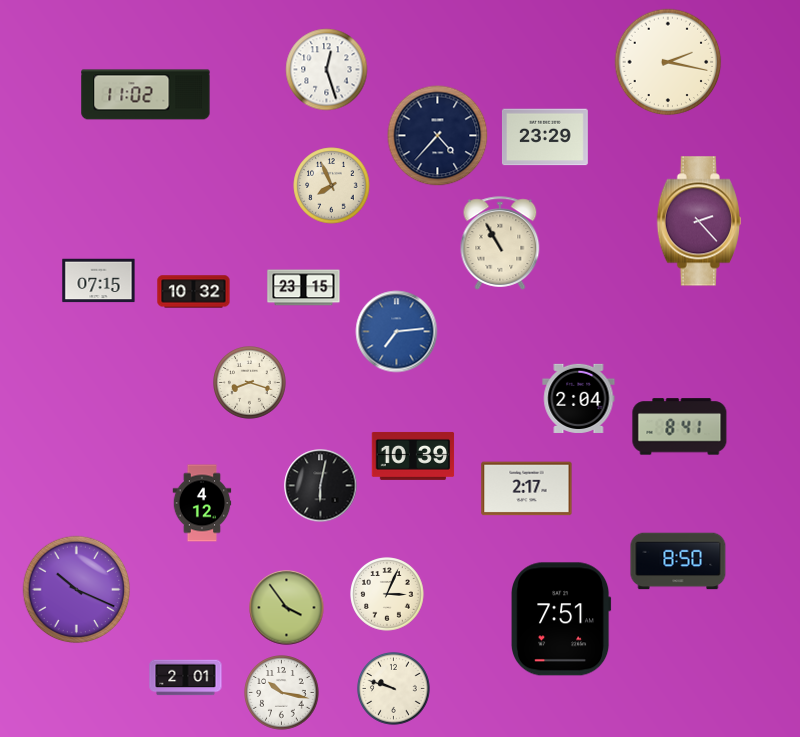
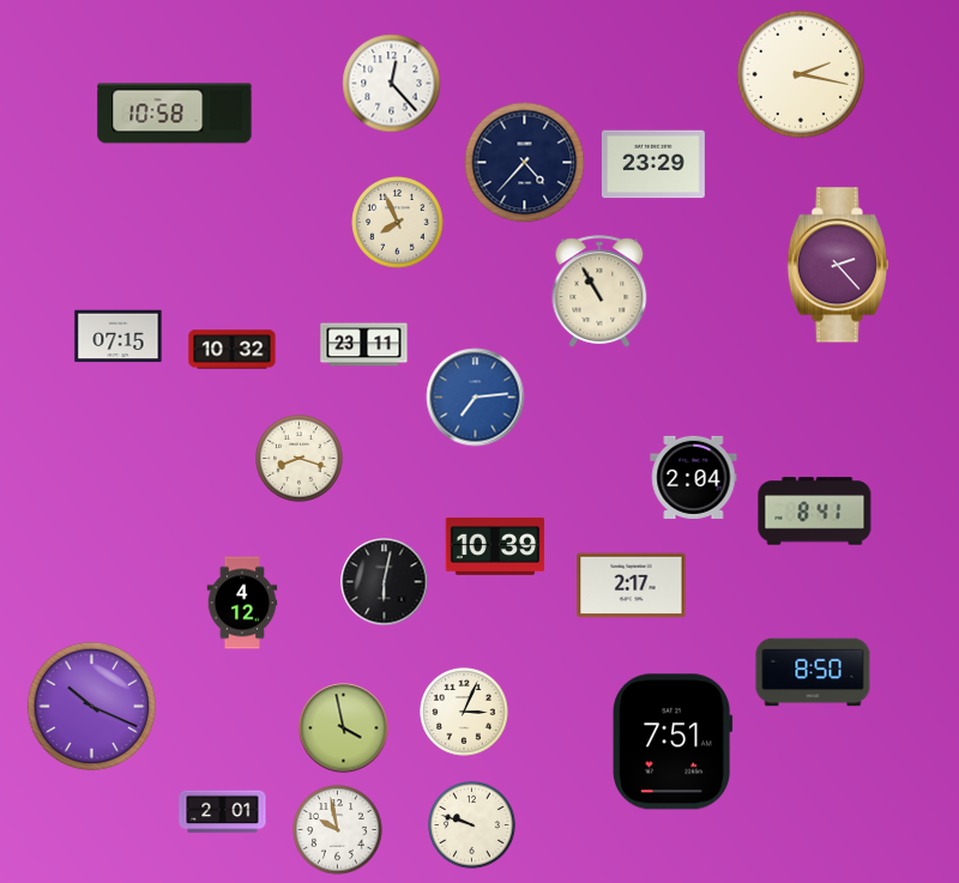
clock at (327, 70): 12:27 -> 12:23
clock at (146, 95): 11:02 -> 10:58
clock at (304, 288): 23:15 -> 23:11
clock at (287, 608): 3:54 -> 3:58
clock at (282, 693): 10:17 -> 9:58
